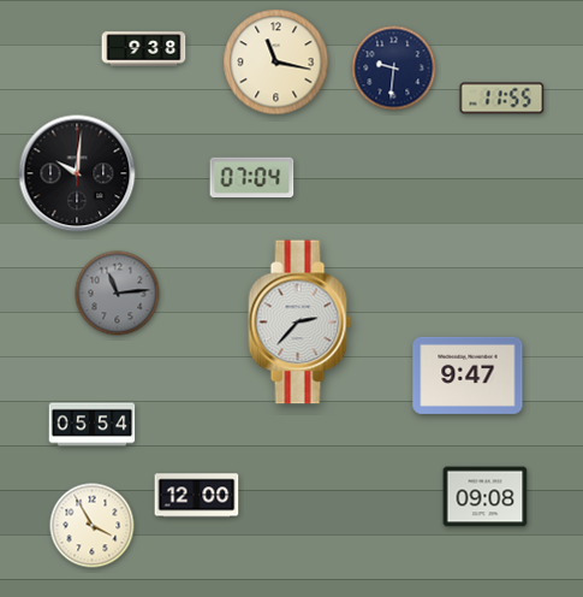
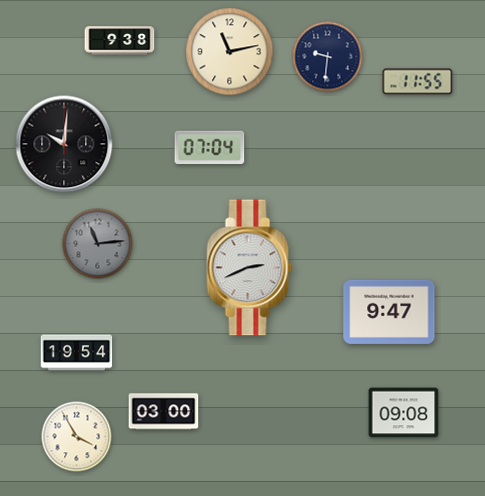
clock at (276, 63): 11:17 -> 11:13
clock at (301, 323): 2:37 -> 2:41
clock at (93, 425): 05:54 -> 19:54
clock at (197, 496): 12:00 -> 03:00
